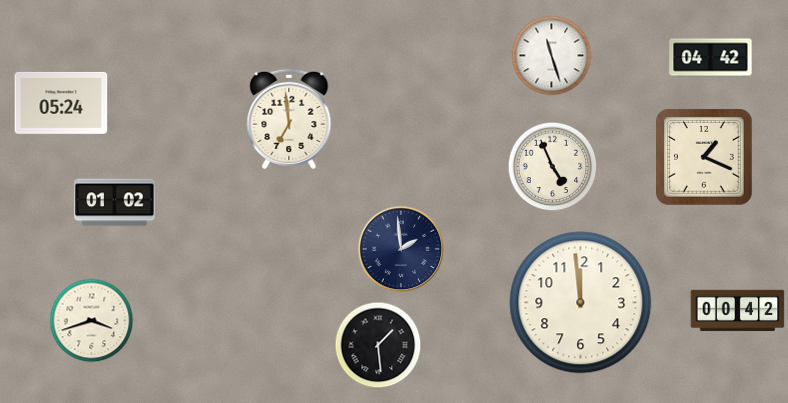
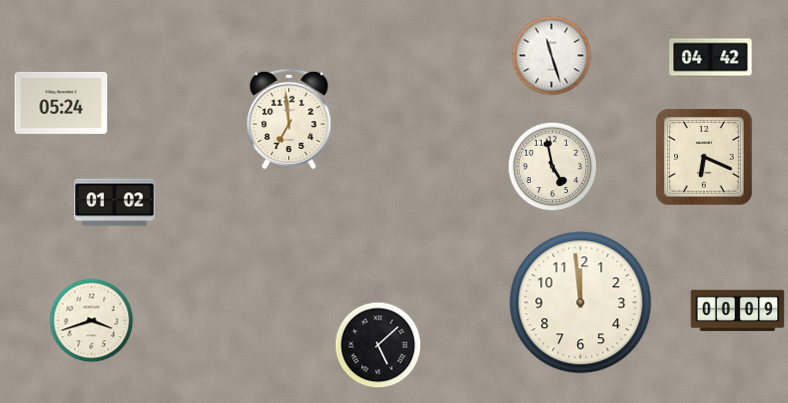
clock at (705, 158): 1:19 -> 6:19
clock at (553, 167): 4:56 -> 4:58
clock at (401, 249): 1:59 -> none
clock at (738, 311): 00:42 -> 00:09
clock at (378, 345): 1:29 -> 5:08
